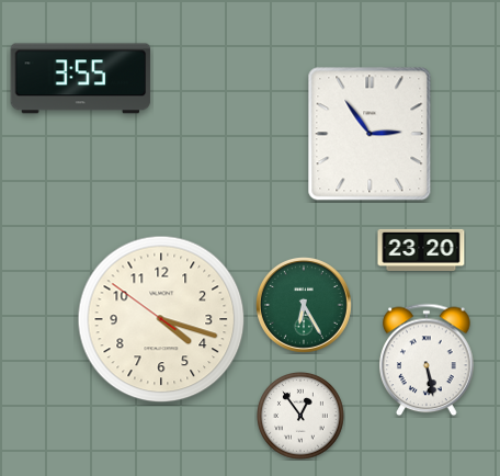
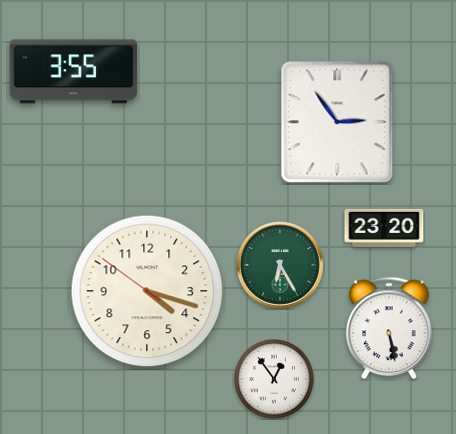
clock at (305, 306) position: (305, 306) -> (281, 266)
